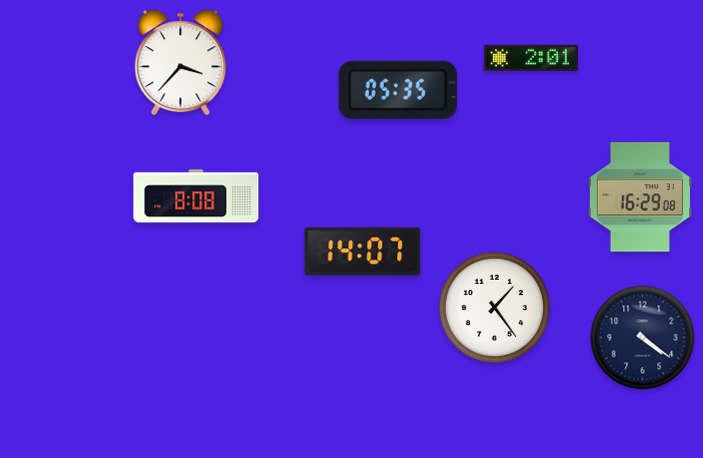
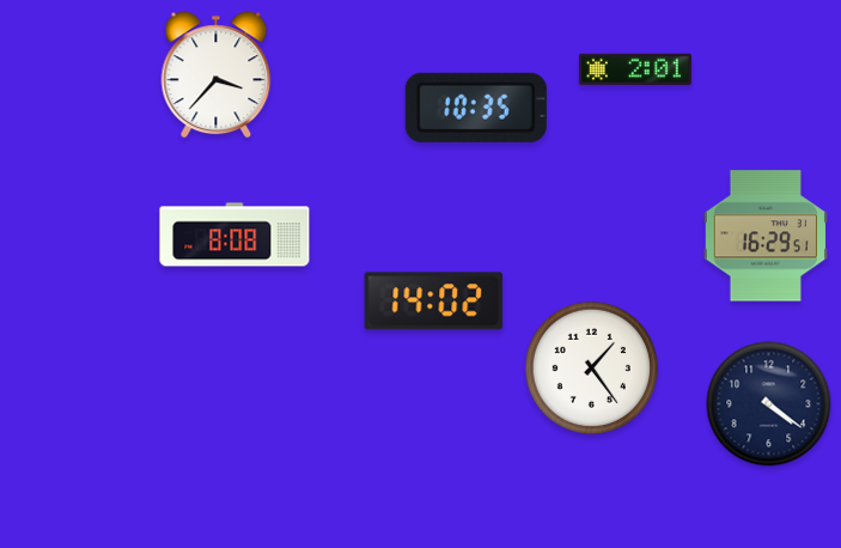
clock at (398, 90): 05:35 -> 10:35
clock at (639, 197): 16:29:08 -> 16:29:51
clock at (363, 252): 14:07 -> 14:02
